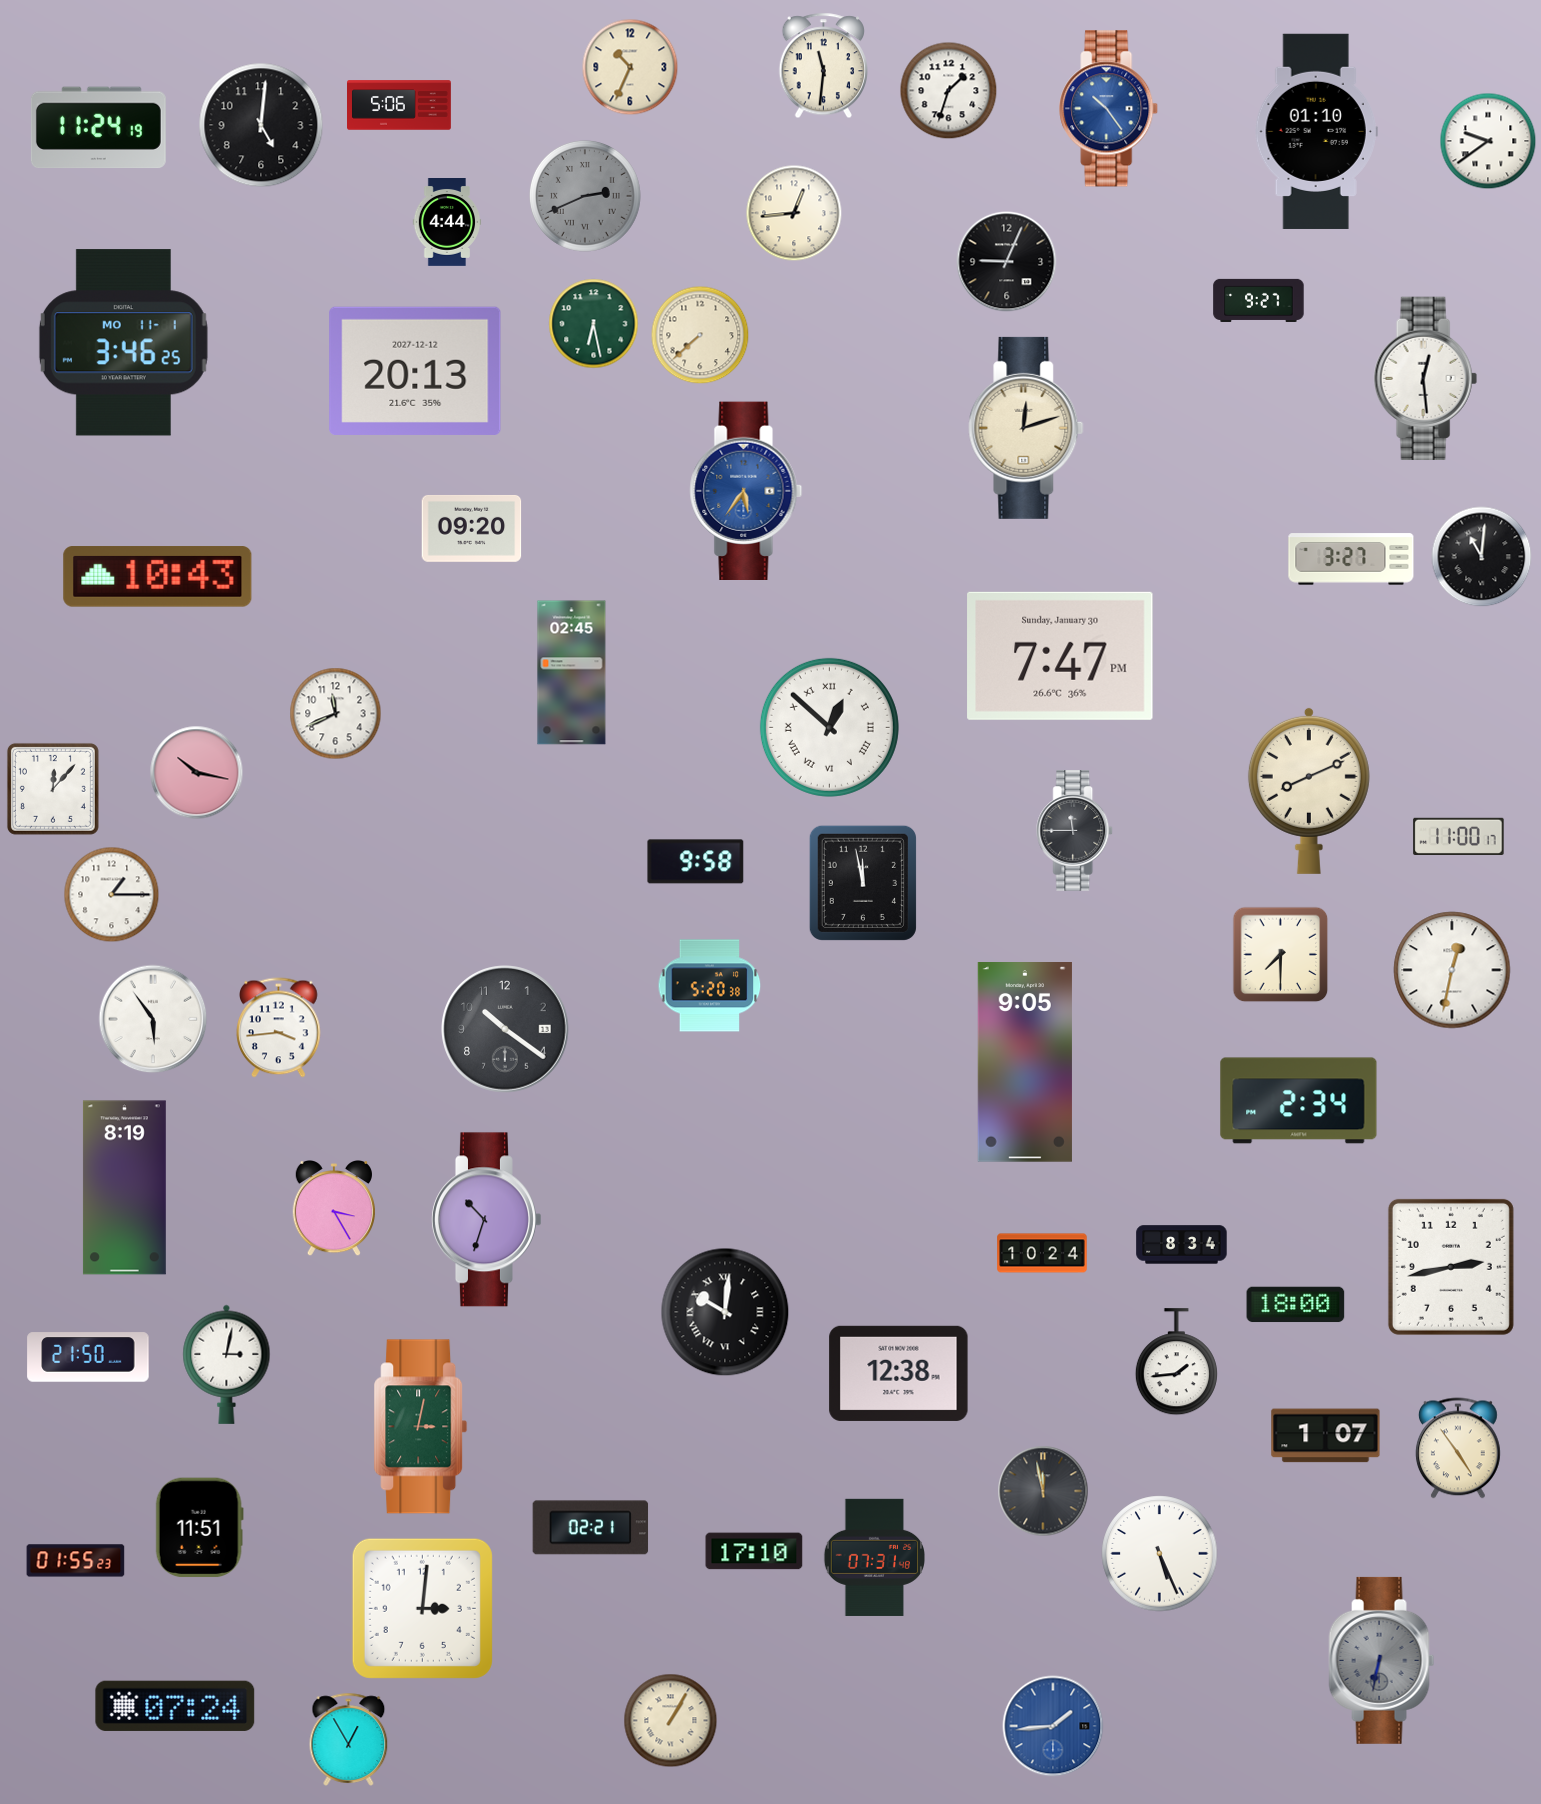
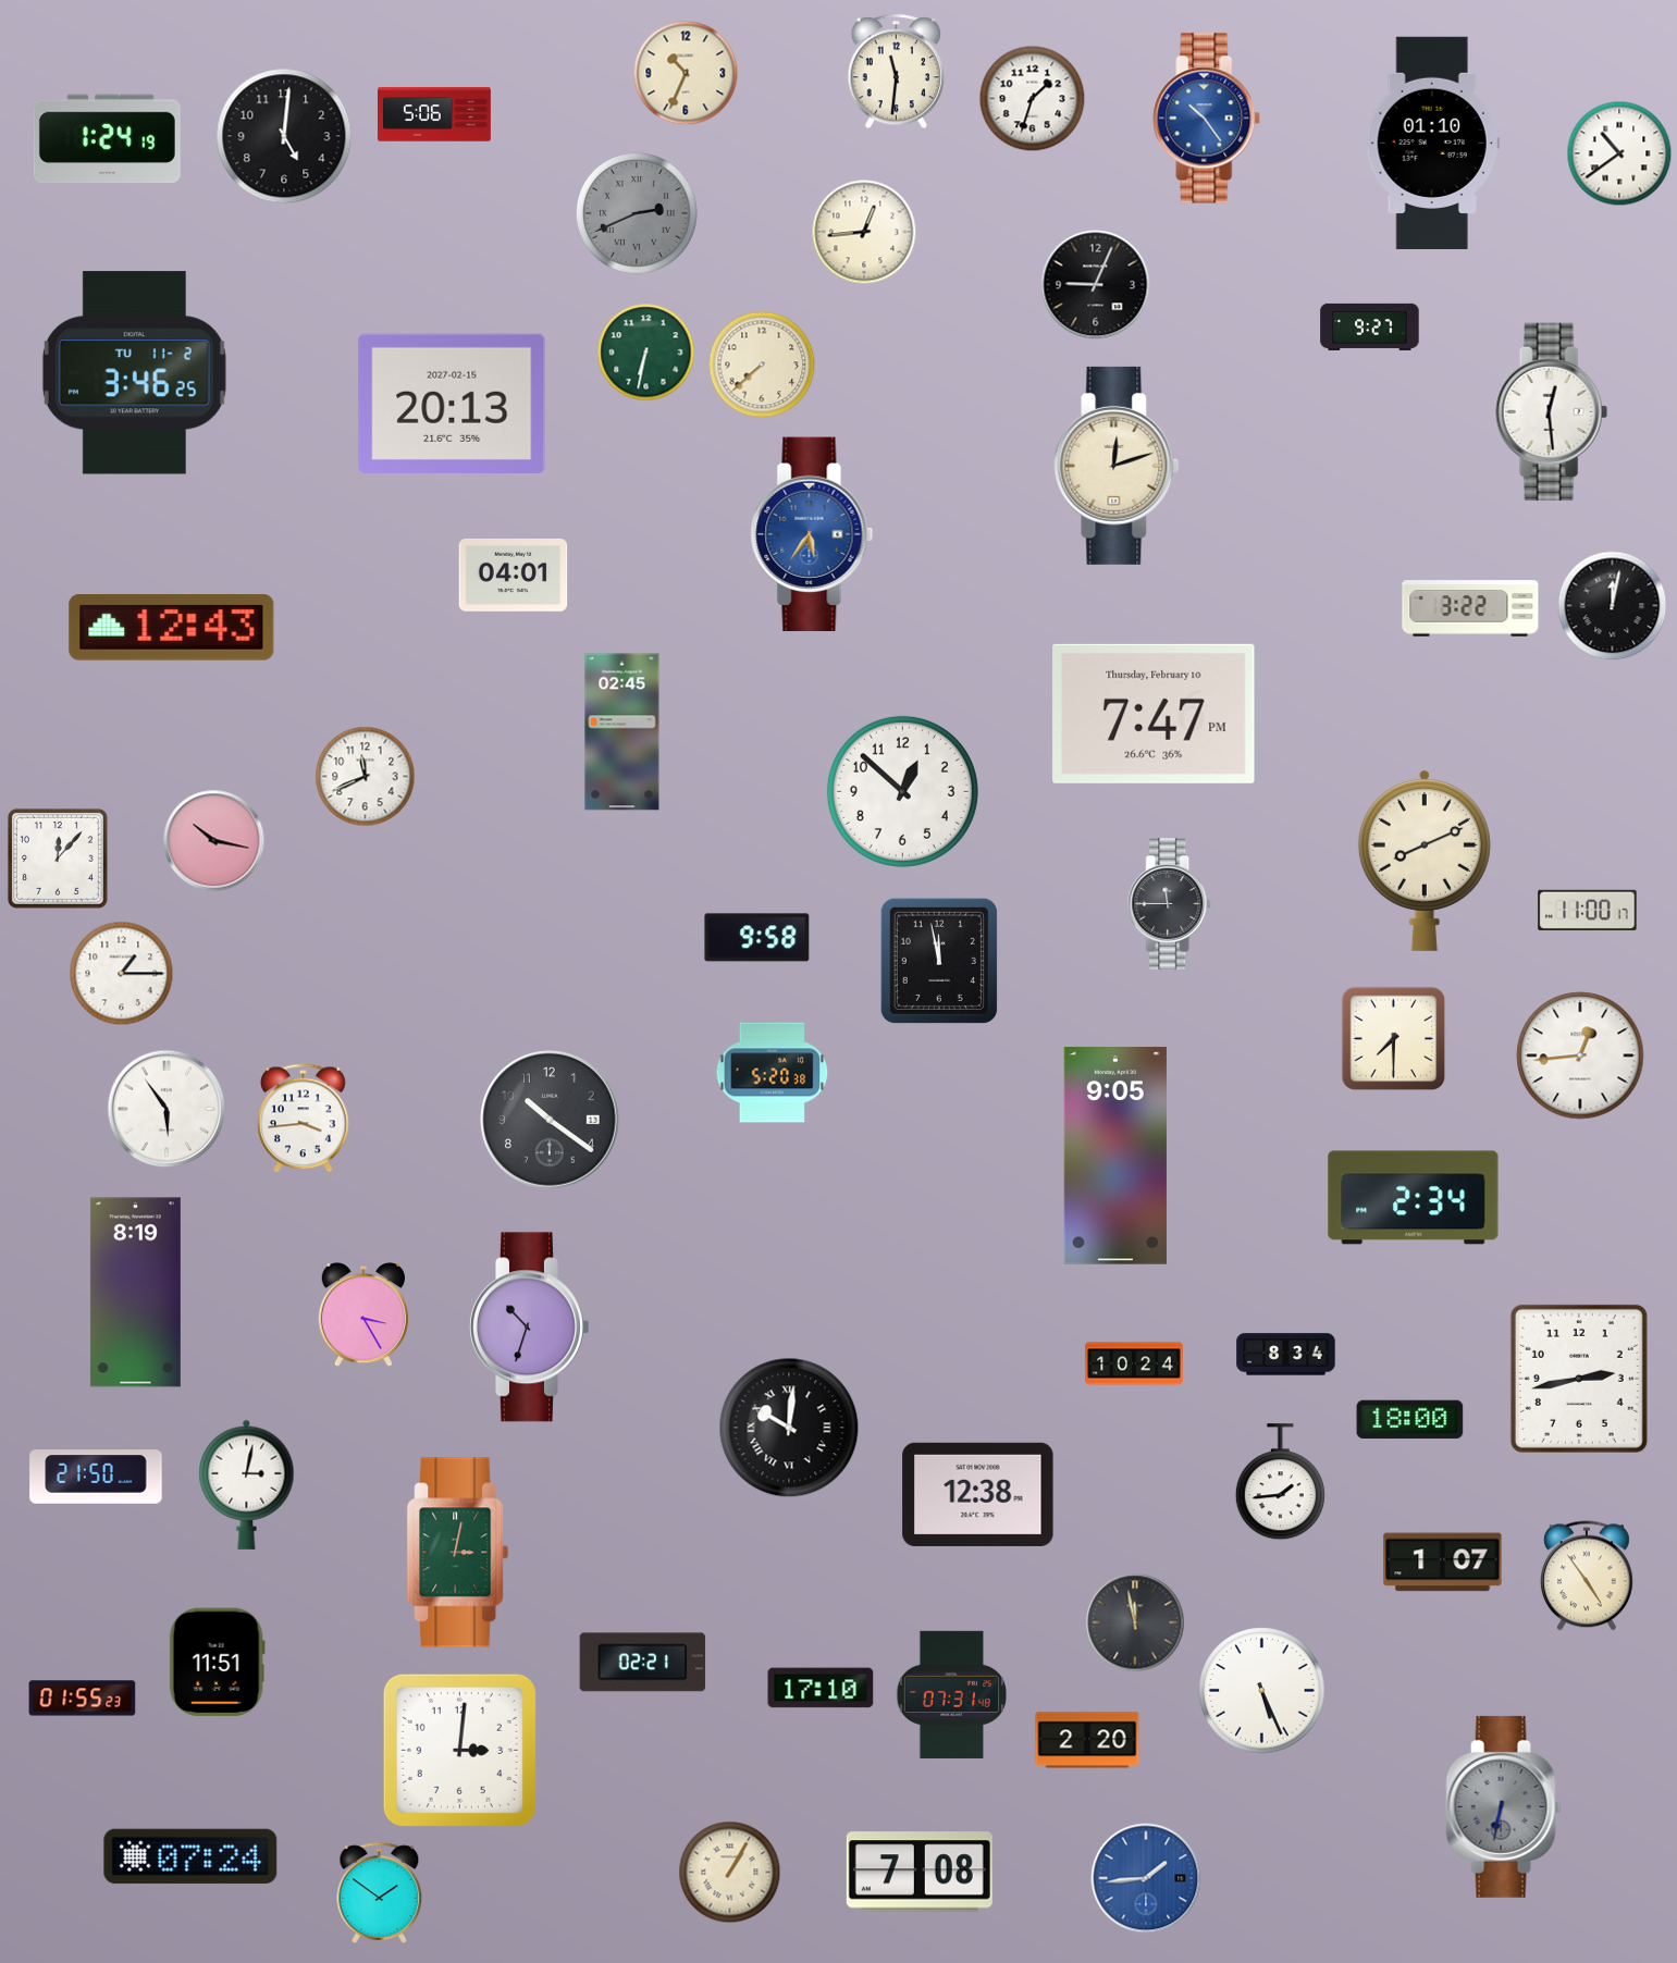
clock at (98, 128): 11:24 -> 1:24
clock at (1488, 141): 9:39 -> 10:39
clock at (447, 223): 4:44 -> none
clock at (594, 324): 6:28 -> 6:32
clock at (123, 343) date: MO 11-1 -> TU 11-2
clock at (415, 371) date: 2027-12-12 -> 2027-02-15
clock at (472, 528): 09:20 -> 04:01
clock at (1482, 557): 11:01 -> 12:02
clock at (1351, 559): 3:27 -> 3:22
clock at (158, 577): 10:43 -> 12:43
clock at (1060, 656) date: Sunday, January 30 -> Thursday, February 10
clock at (829, 727) numerals: Roman -> Arabic
clock at (1452, 970): 12:32 -> 12:44
clock at (1087, 1740): none -> 2:20
clock at (920, 1872): none -> 7:08
clock at (349, 1739): 12:55 -> 1:51
